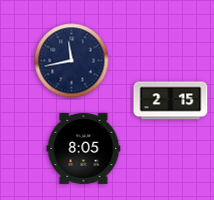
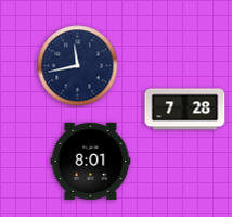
clock at (171, 101): 2:15 -> 7:28
clock at (84, 148): 8:05 -> 8:01
